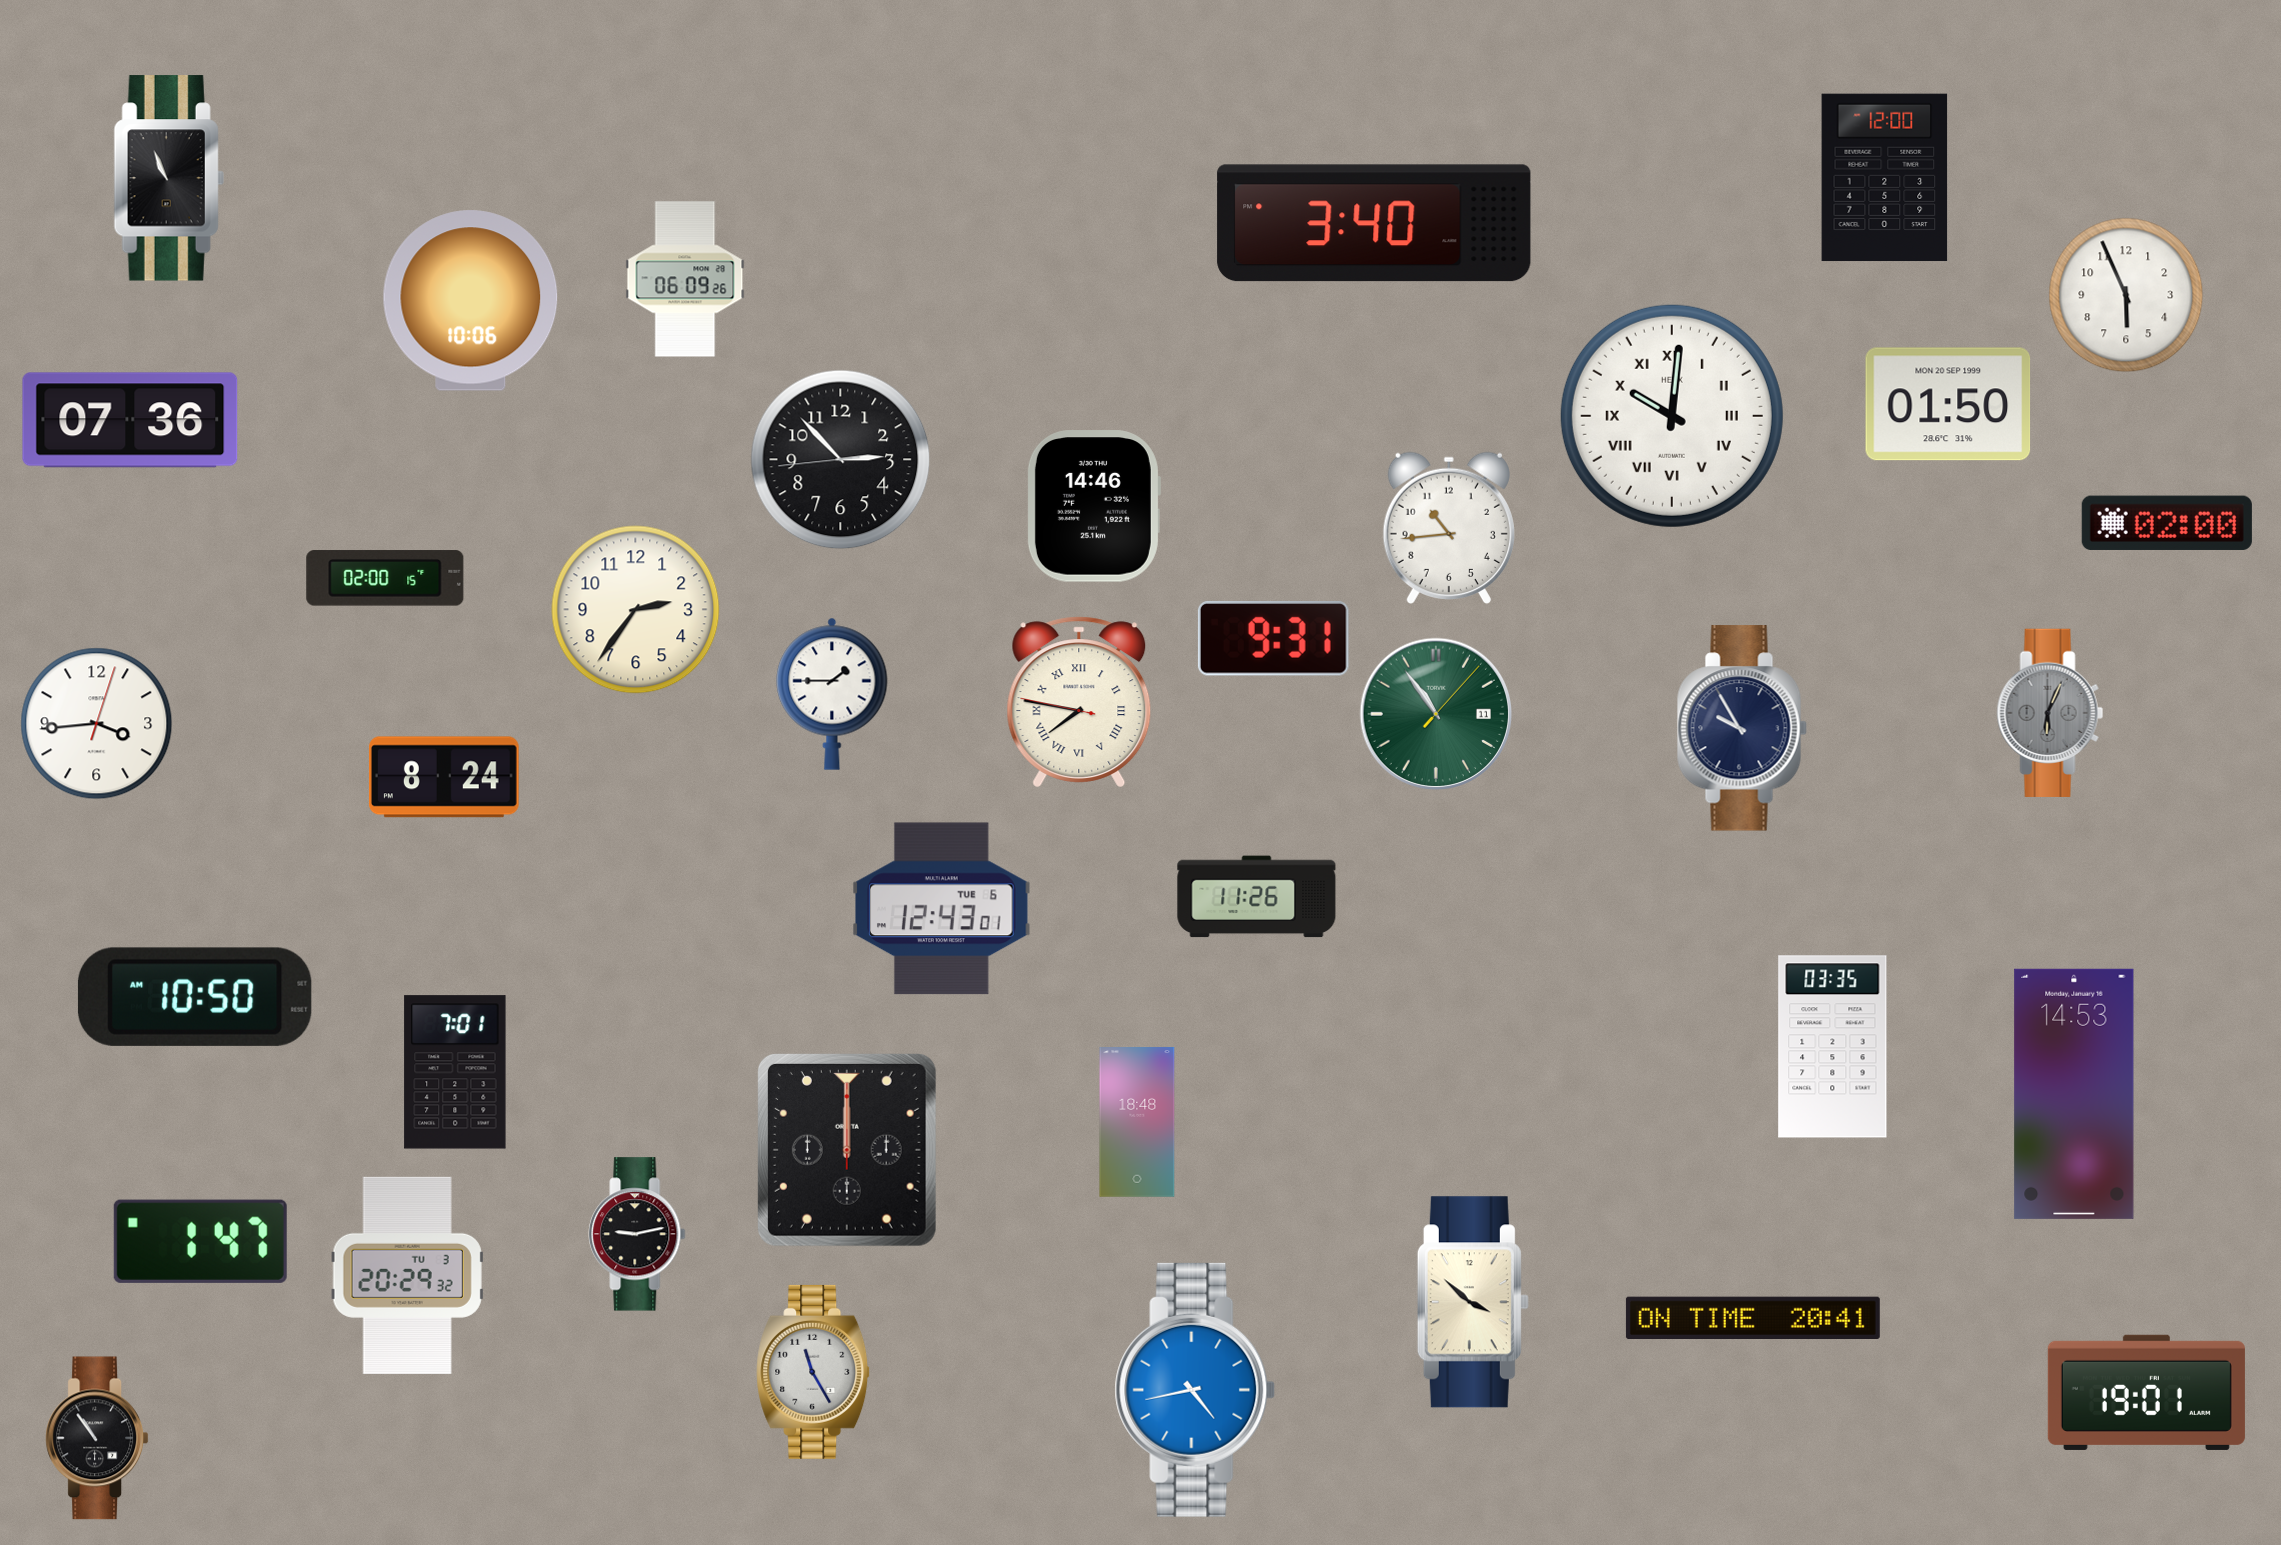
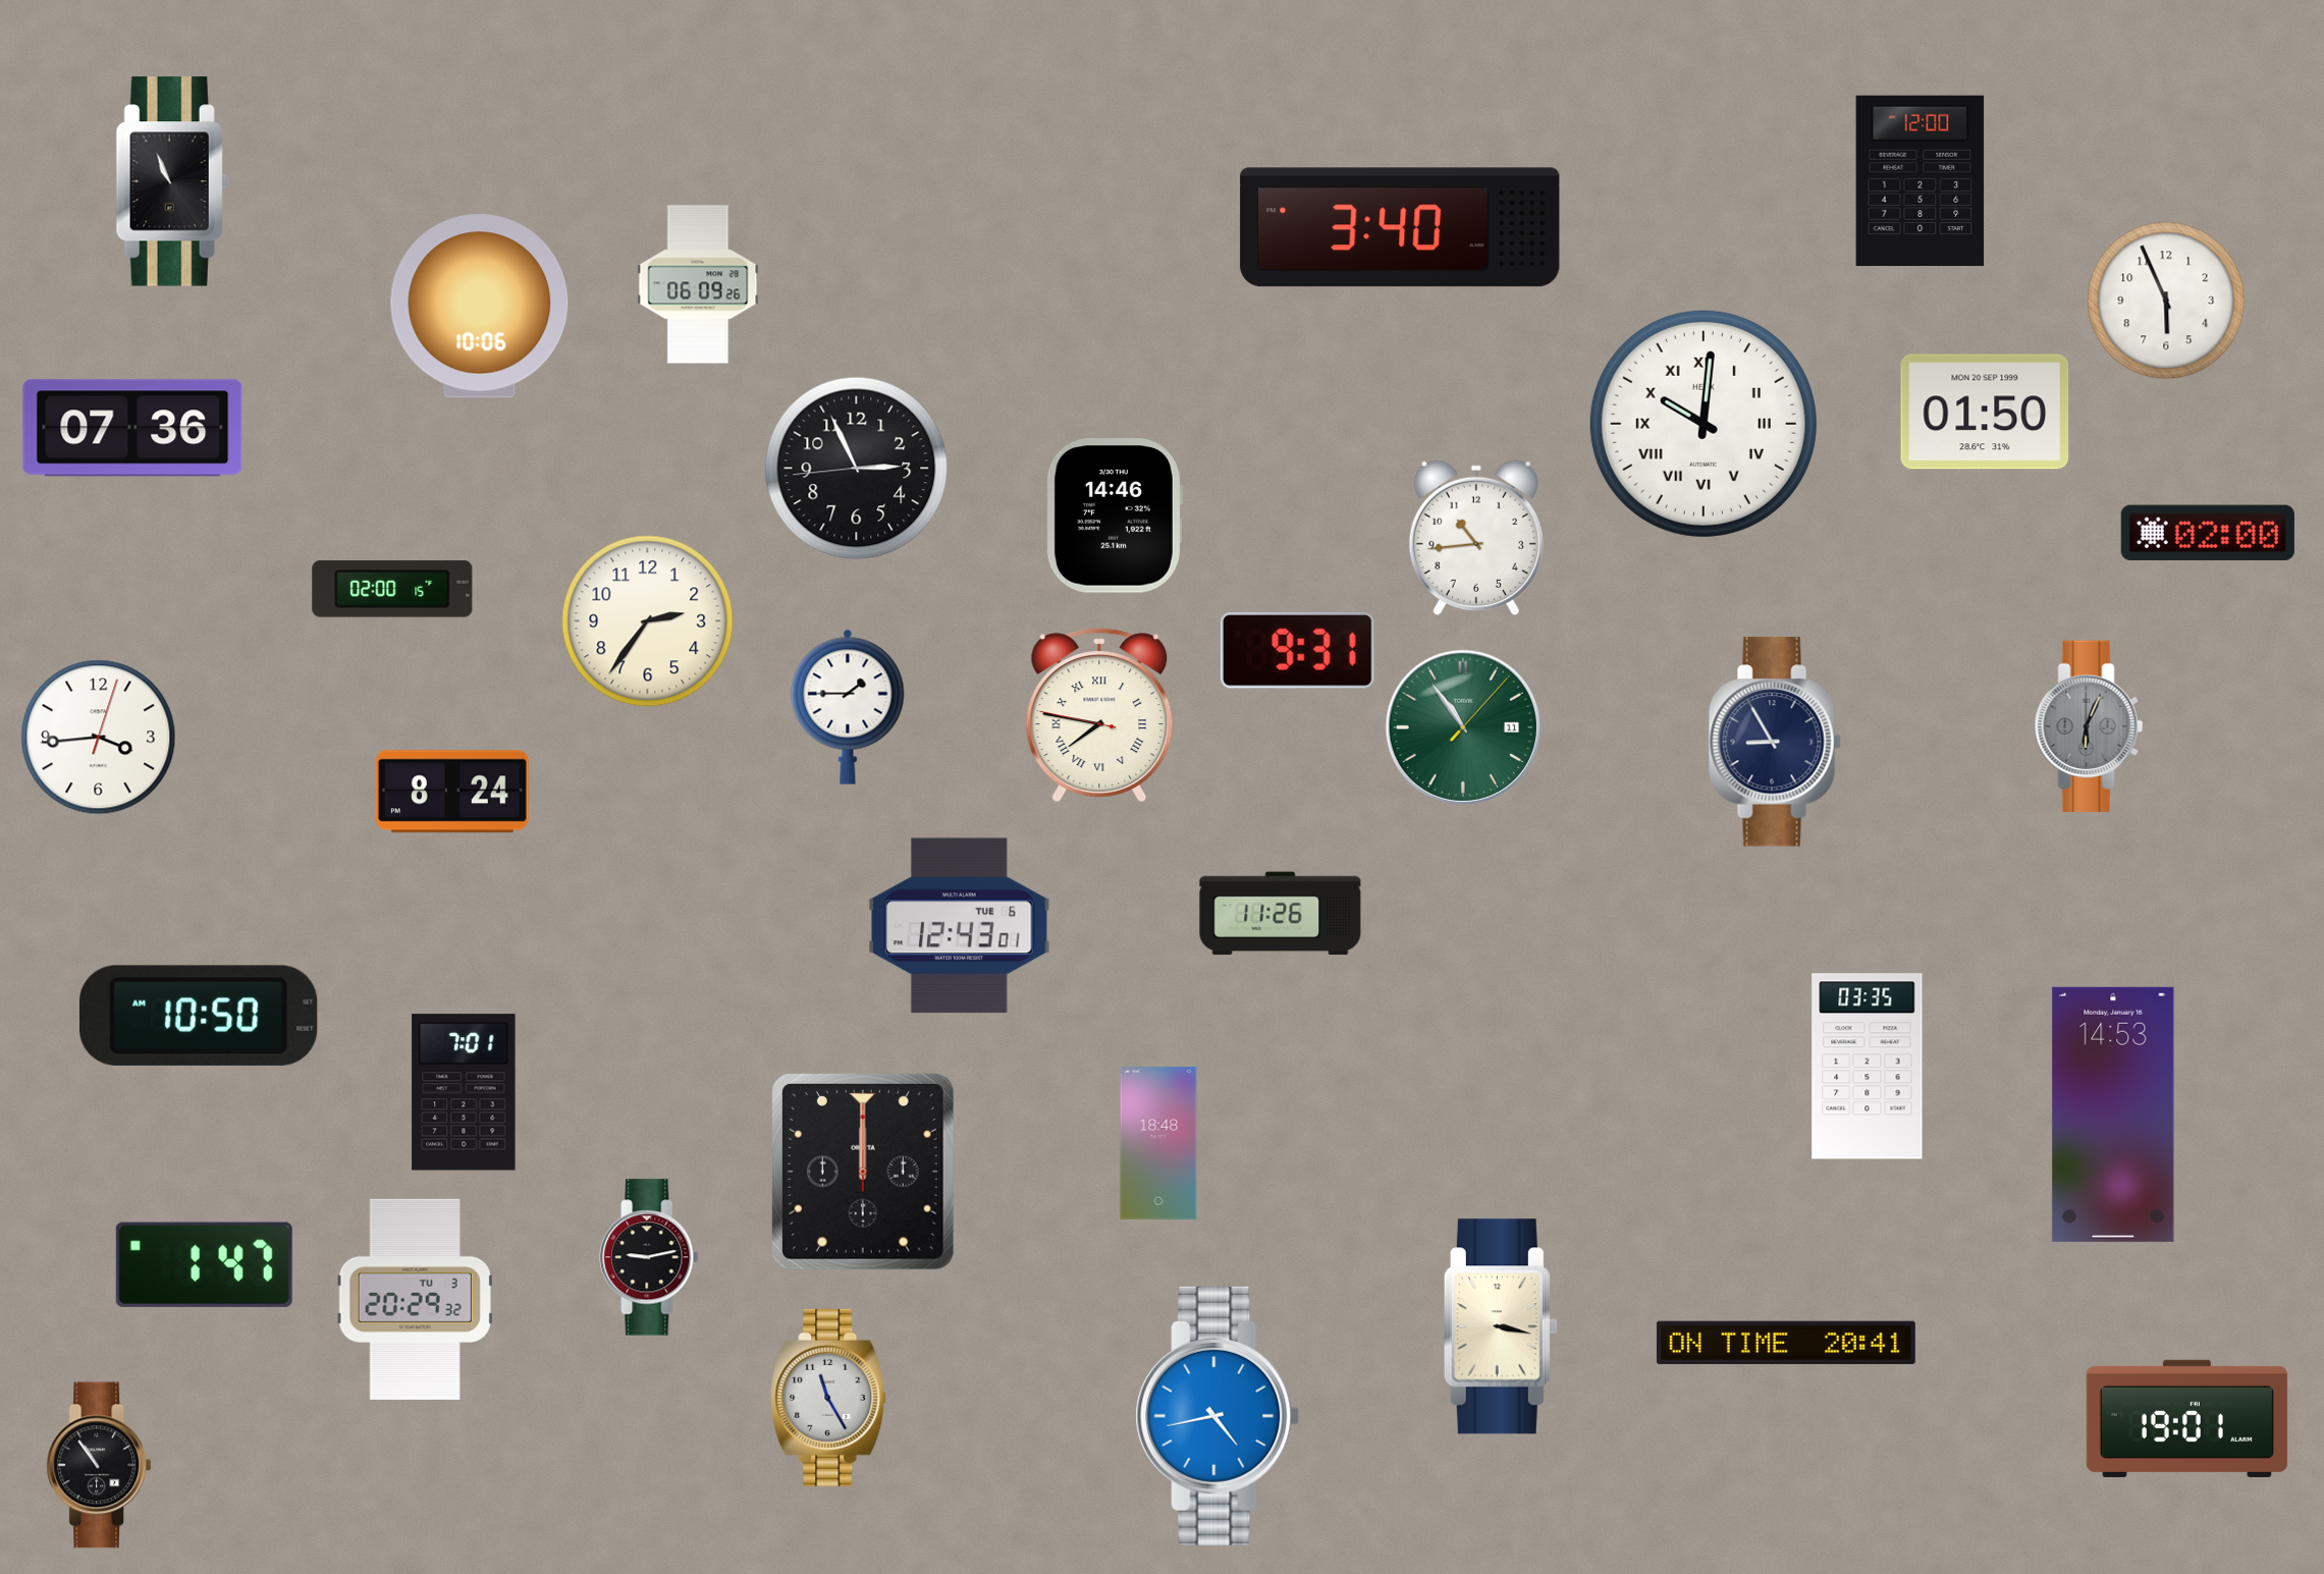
clock at (841, 460): 2:52 -> 2:55
clock at (1742, 728): 9:55 -> 8:55
clock at (1473, 1302): 3:52 -> 3:17
